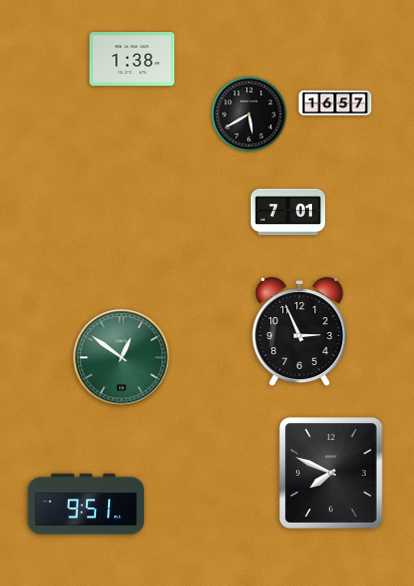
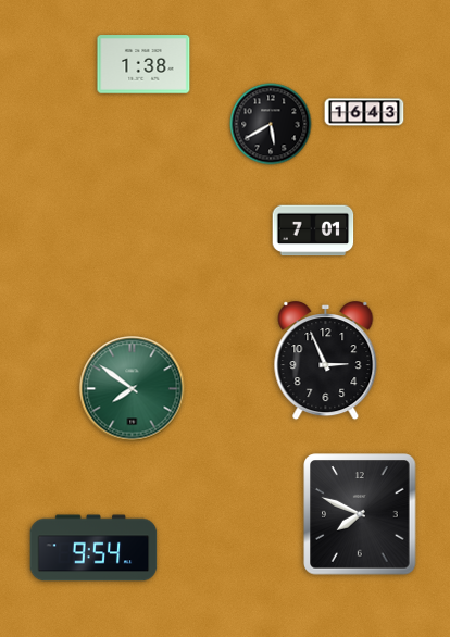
clock at (335, 103): 16:57 -> 16:43
clock at (122, 358): 12:51 -> 7:51
clock at (86, 504): 9:51 -> 9:54
